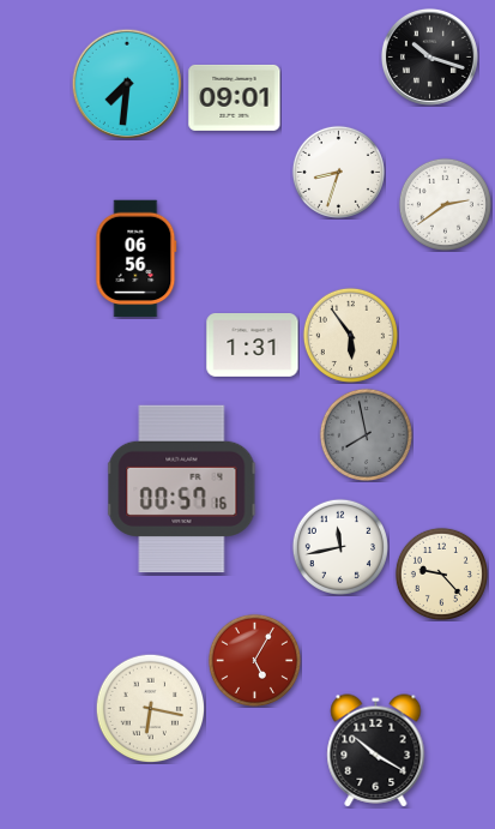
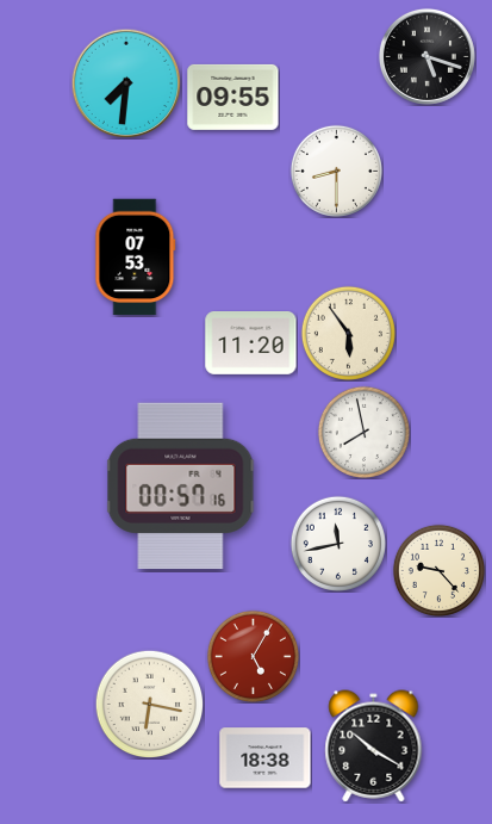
clock at (429, 56): 10:18 -> 5:18
clock at (235, 97): 09:01 -> 09:55
clock at (338, 172): 8:33 -> 8:30
clock at (445, 204): 2:39 -> none
clock at (137, 259): 06:56 -> 07:53
clock at (253, 346): 1:31 -> 11:20
clock at (366, 434) dial: grey -> white
clock at (266, 758): none -> 18:38
